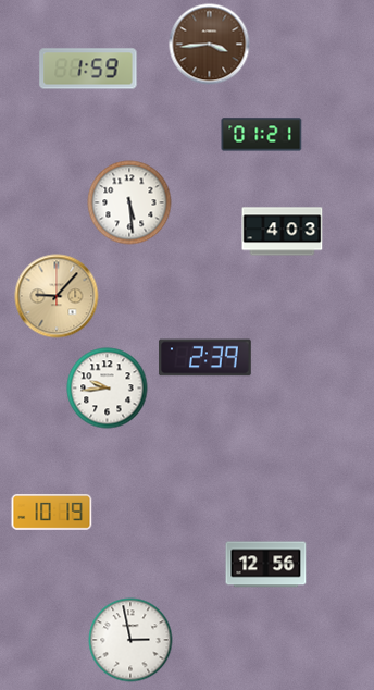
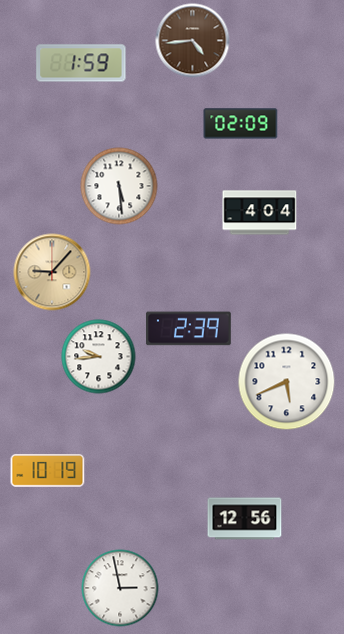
clock at (210, 45): 3:44 -> 4:44
clock at (262, 135): 01:21 -> 02:09
clock at (283, 232): 4:03 -> 4:04
clock at (287, 382): none -> 5:41
